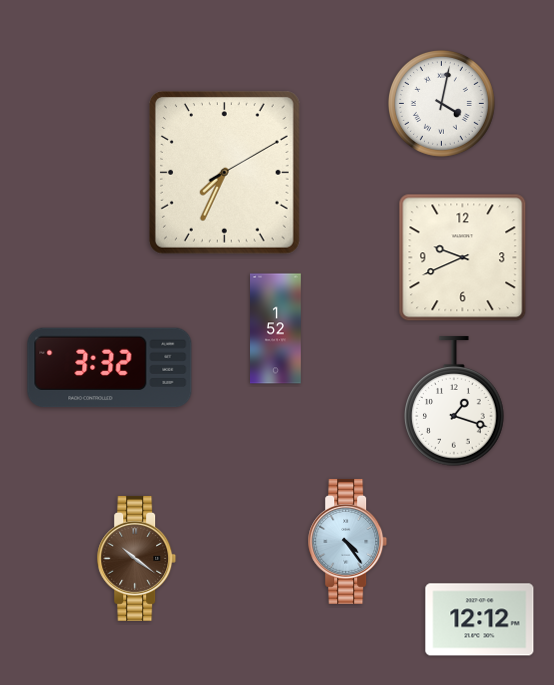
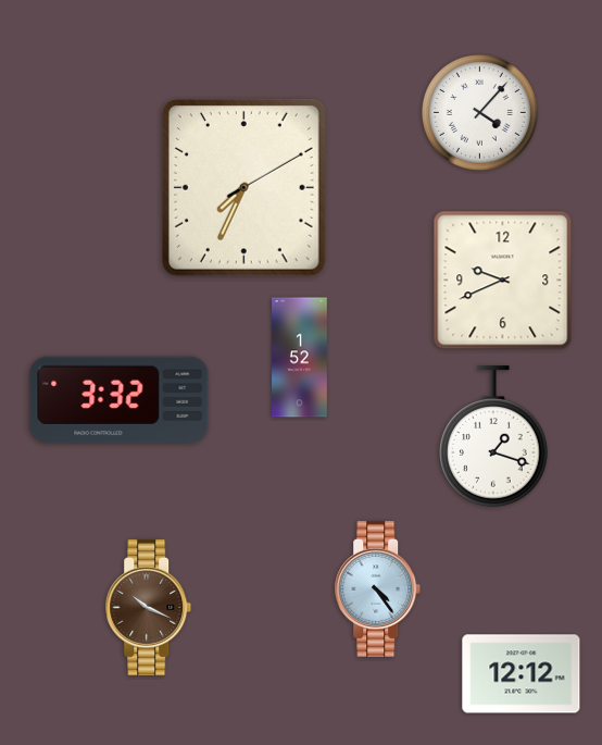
clock at (441, 103): 4:02 -> 4:07
clock at (137, 558): 10:21 -> 10:19
